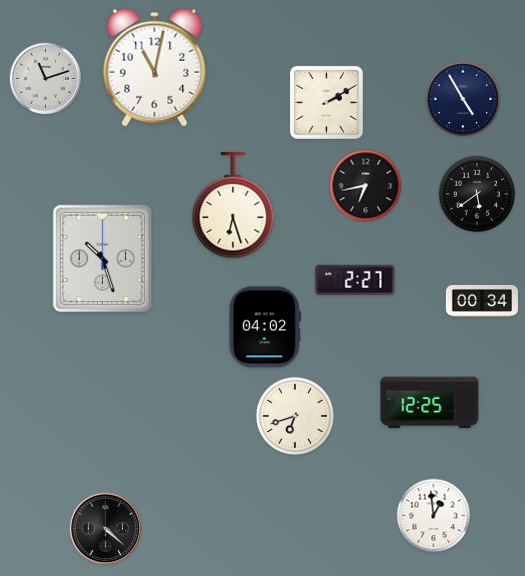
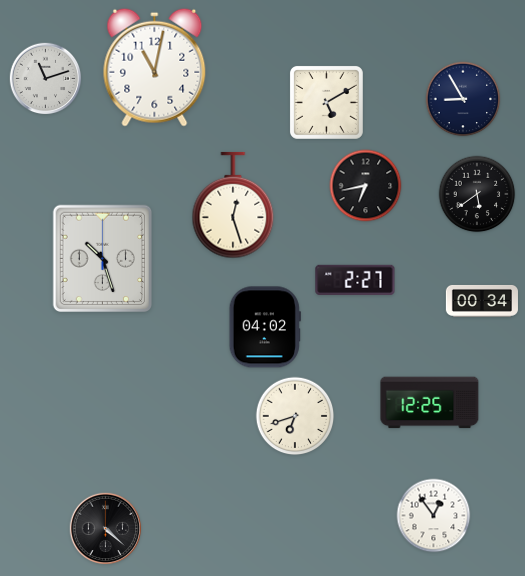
clock at (463, 99): 4:55 -> 8:55
clock at (326, 102): 2:10 -> 5:10
clock at (233, 205): 6:27 -> 12:27
clock at (434, 516): 12:59 -> 12:54
